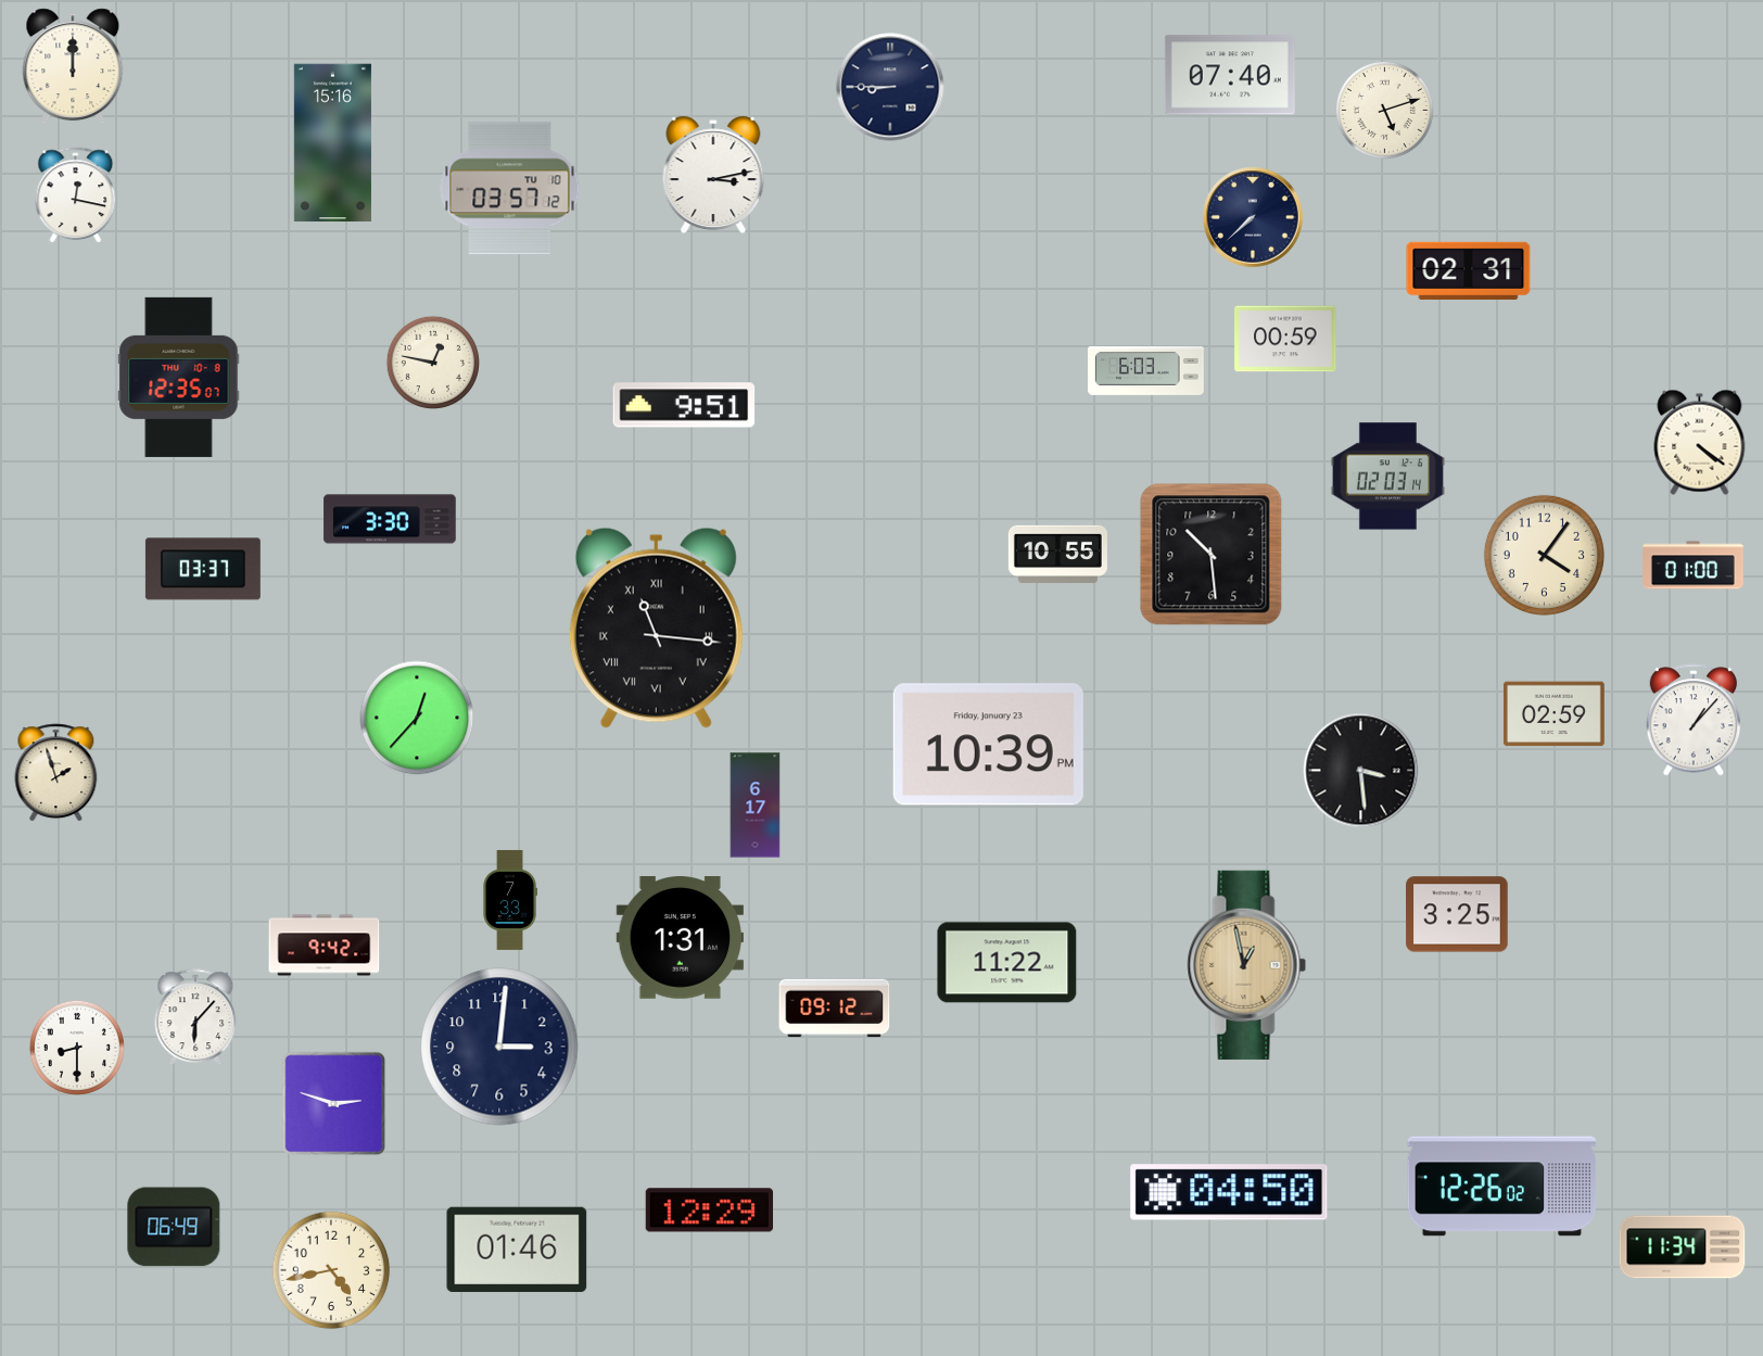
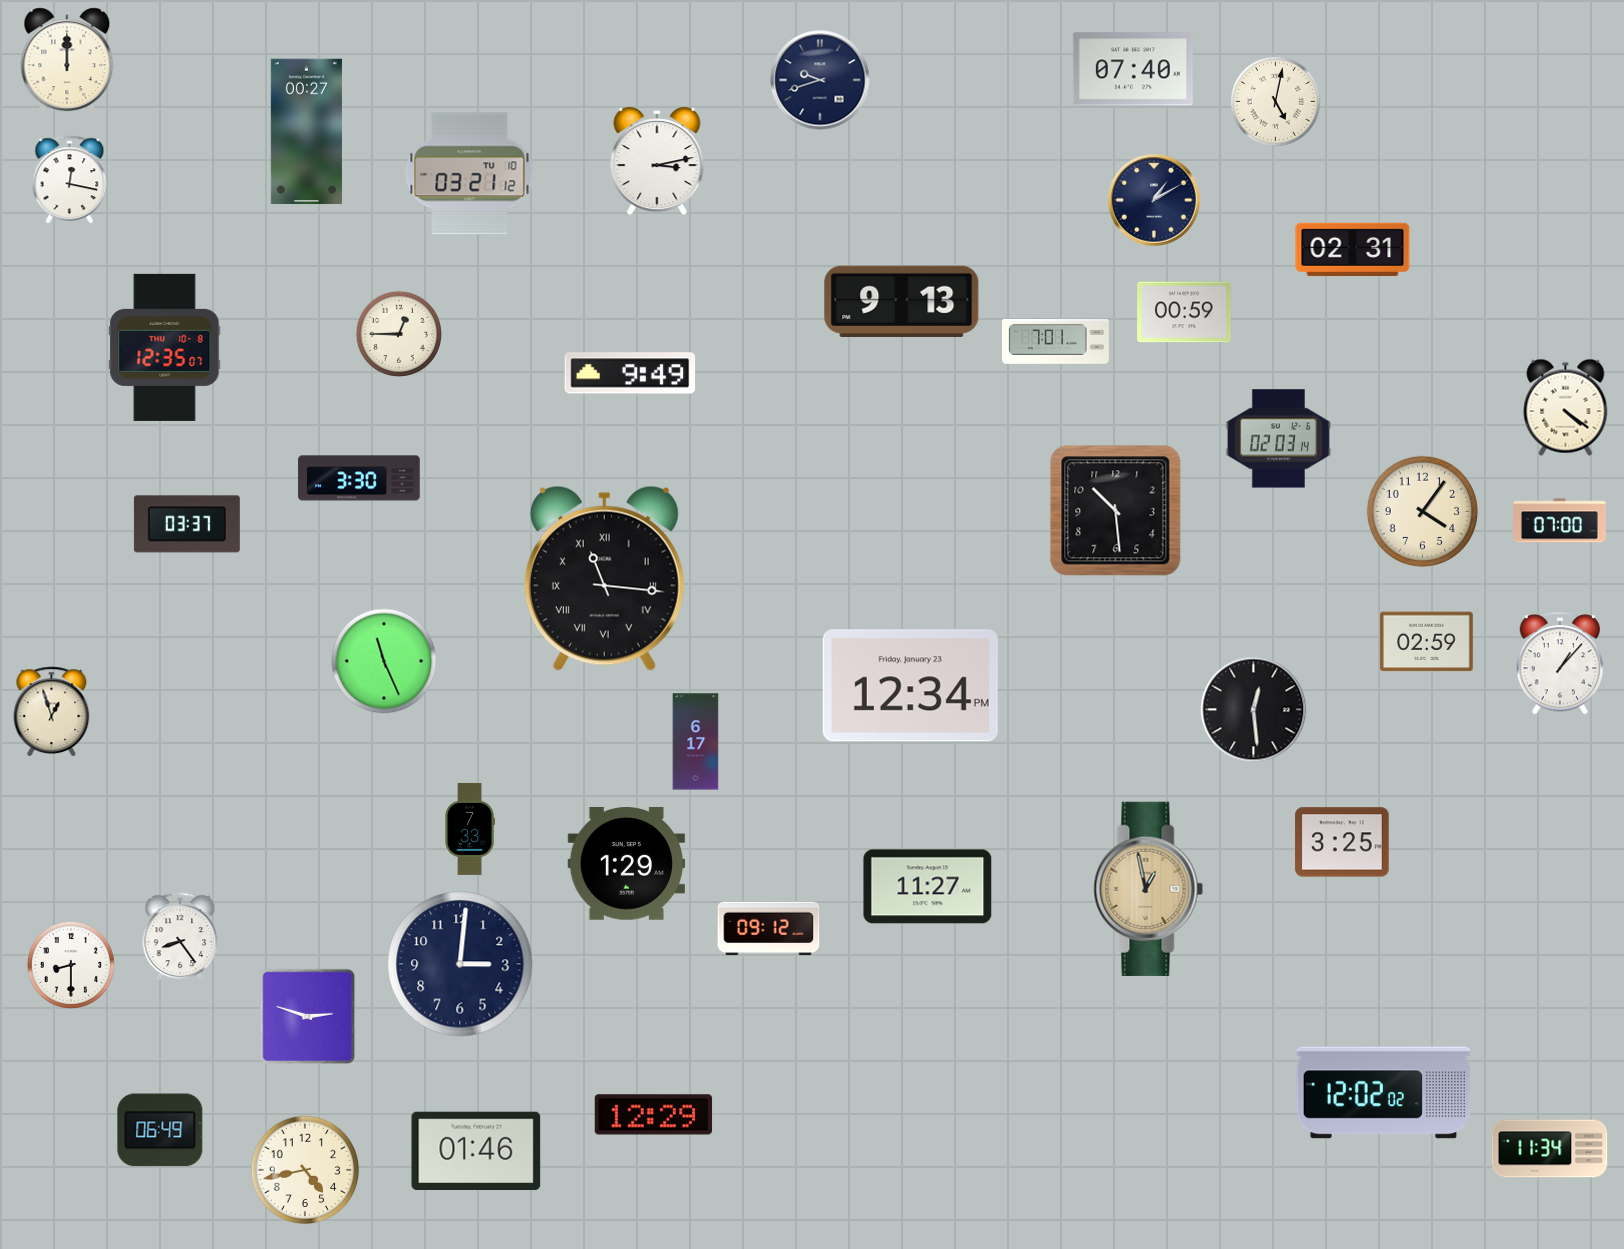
clock at (890, 87): 8:45 -> 9:42
clock at (1384, 110): 5:12 -> 5:02
clock at (332, 143): 15:16 -> 00:27
clock at (510, 189): 03:57 -> 03:21
clock at (1253, 217): 7:38 -> 1:10
clock at (902, 301): none -> 9:13
clock at (432, 362): 12:47 -> 12:45
clock at (1146, 371): 6:03 -> 7:01
clock at (684, 405): 9:51 -> 9:49
clock at (1057, 554): 10:55 -> none
clock at (1694, 566): 01:00 -> 07:00
clock at (1553, 714) position: (1553, 714) -> (1426, 642)
clock at (417, 718): 12:37 -> 11:26
clock at (988, 745): 10:39 -> 12:34
clock at (1361, 771): 3:29 -> 12:29
clock at (56, 773): 1:57 -> 12:57
clock at (681, 938): 1:31 -> 1:29
clock at (325, 946): 9:42 -> none
clock at (1007, 963): 11:22 -> 11:27
clock at (195, 1018): 6:07 -> 8:24
clock at (1502, 1187): 12:26 -> 12:02
clock at (1229, 1192): 04:50 -> none
